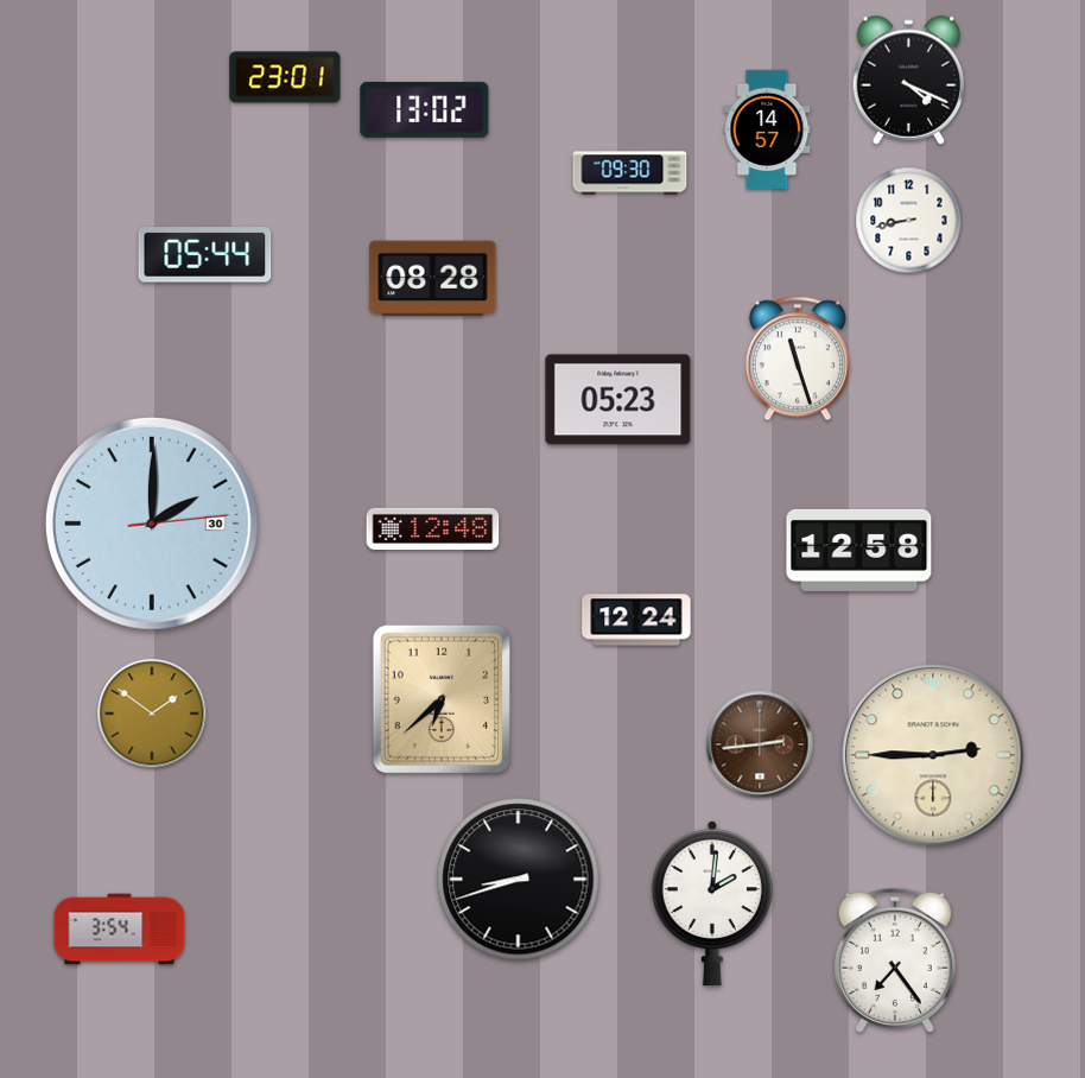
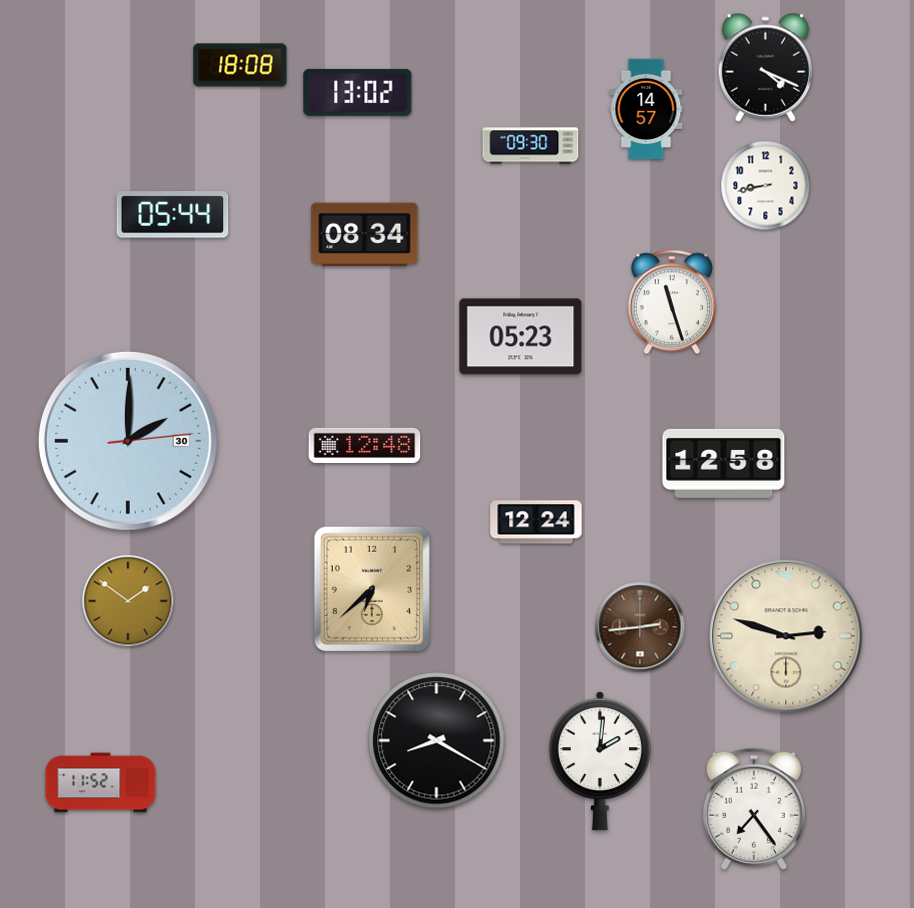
clock at (285, 77): 23:01 -> 18:08
clock at (433, 279): 08:28 -> 08:34
clock at (933, 755): 2:45 -> 2:48
clock at (519, 880): 8:42 -> 8:20
clock at (120, 930): 3:54 -> 11:52
